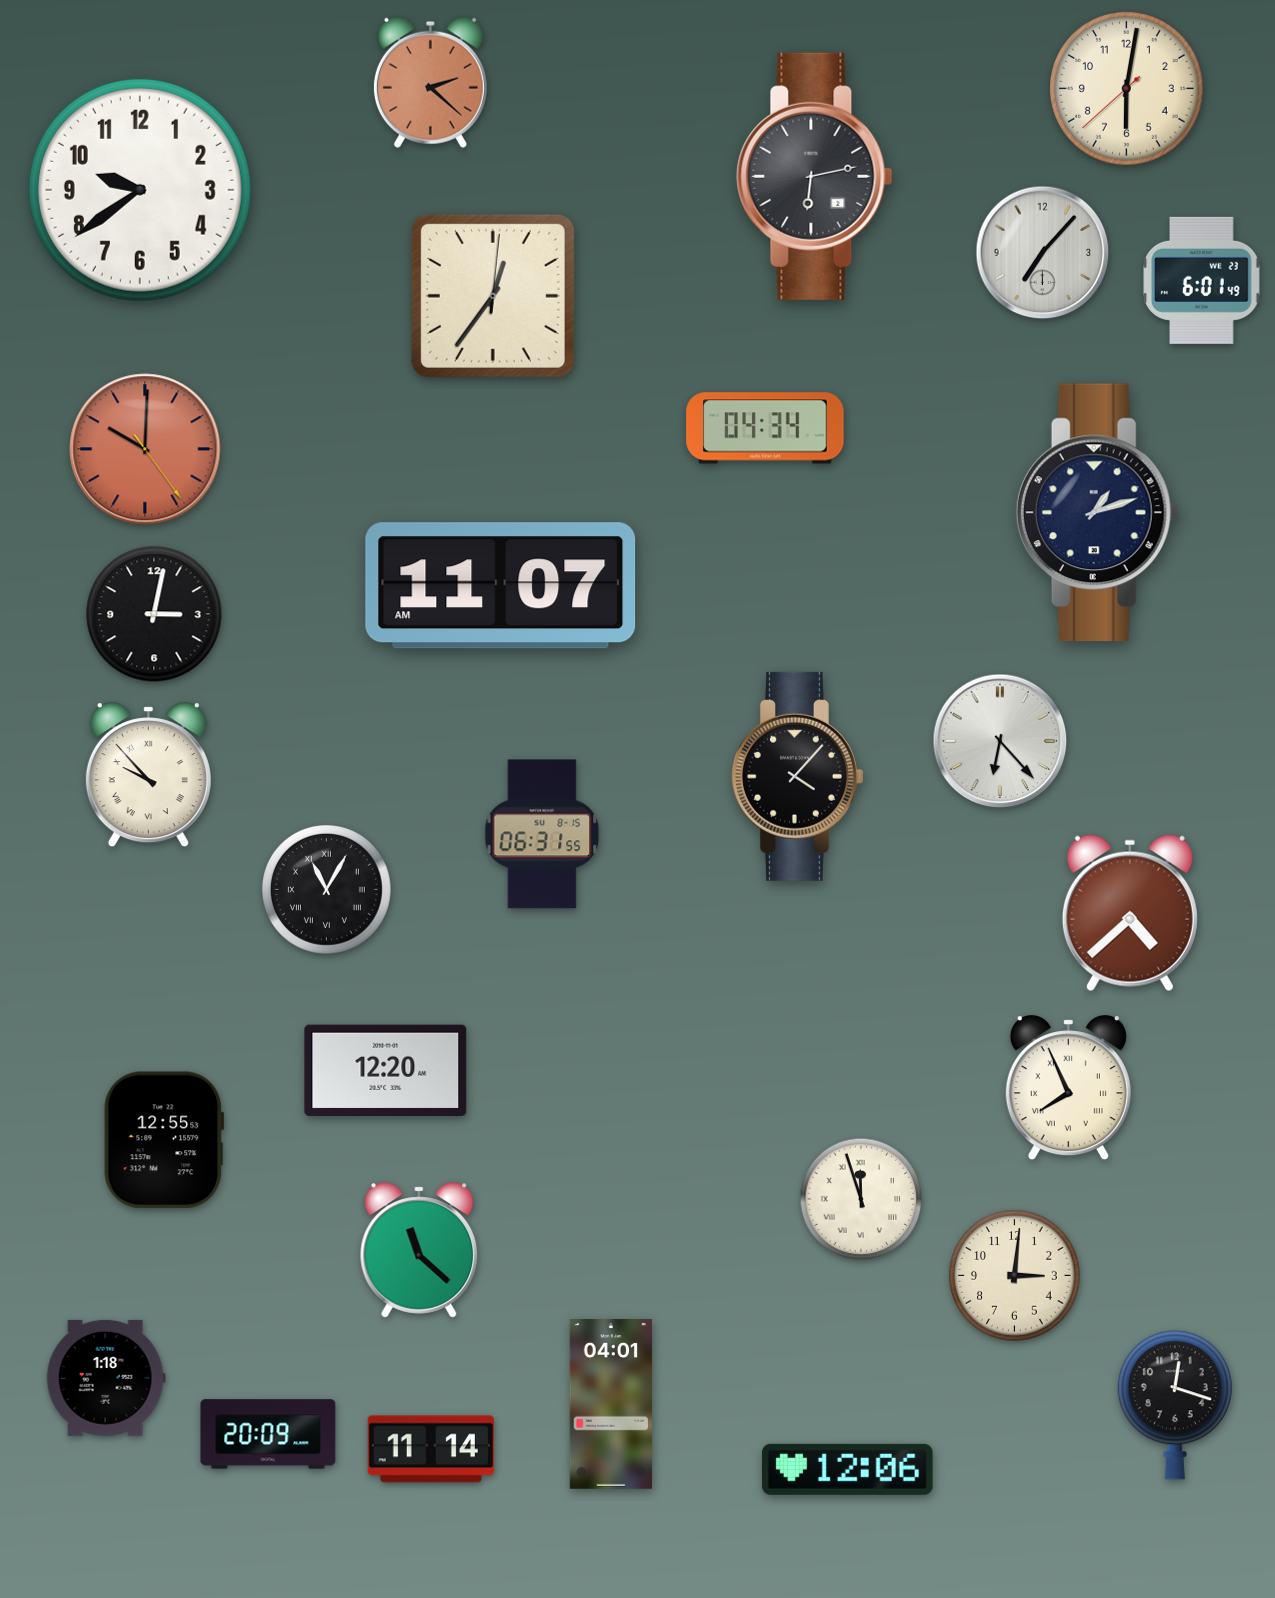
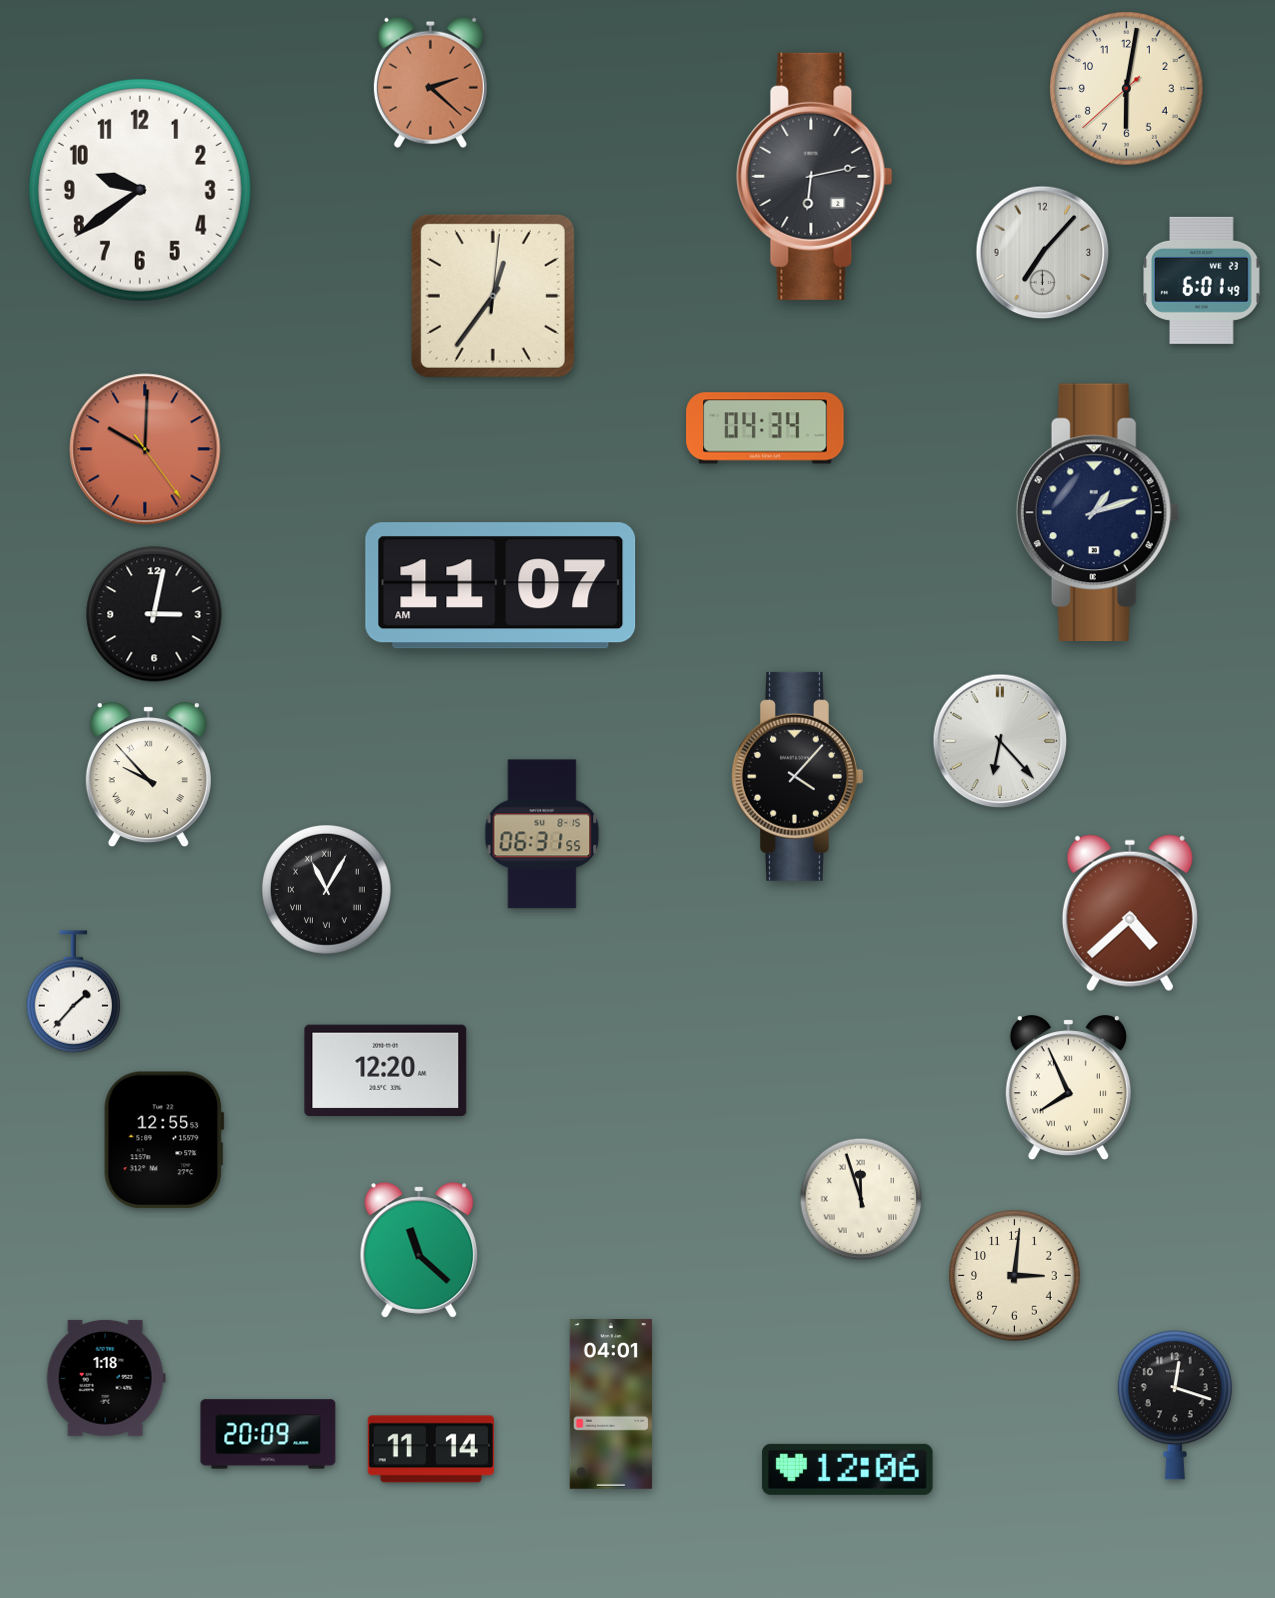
clock at (74, 992): none -> 1:37
